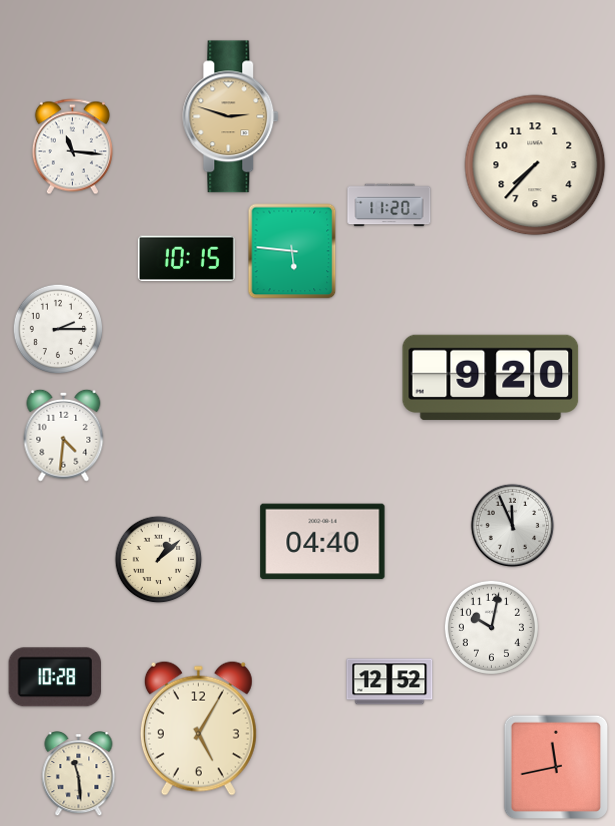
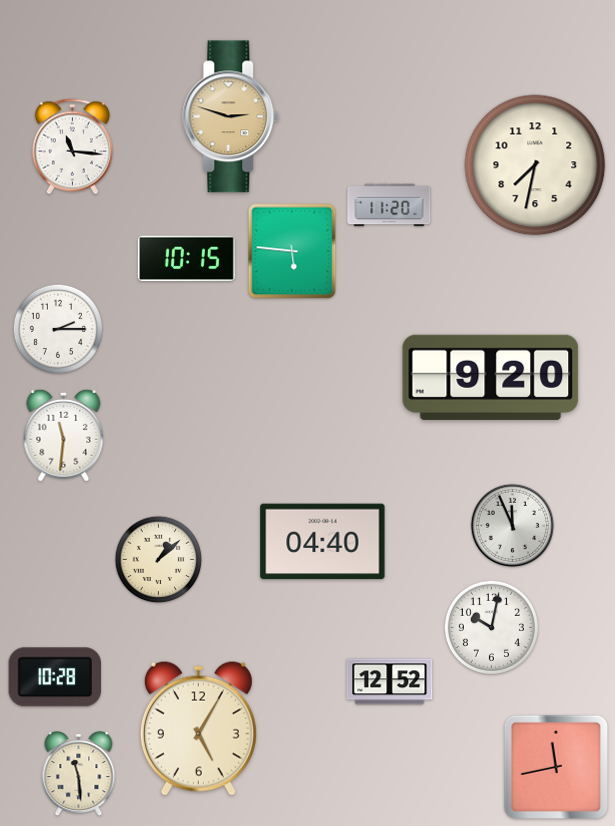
clock at (535, 165): 7:37 -> 7:32
clock at (64, 435): 4:31 -> 11:31
